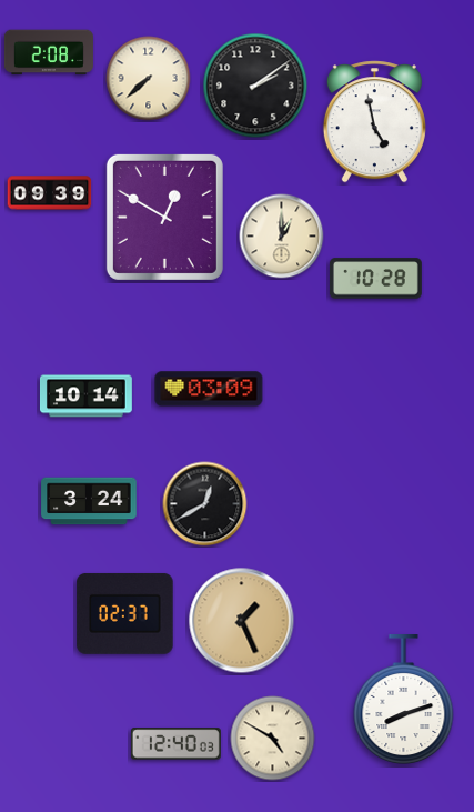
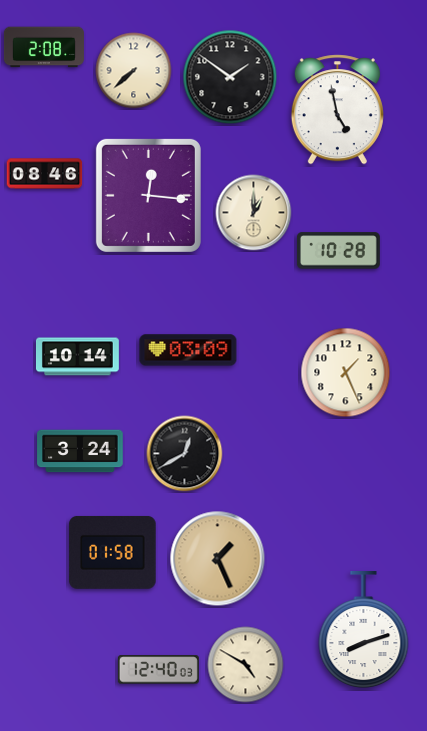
clock at (255, 86): 2:09 -> 1:51
clock at (50, 193): 09:39 -> 08:46
clock at (164, 217): 12:50 -> 12:16
clock at (346, 373): none -> 1:26
clock at (125, 614): 02:37 -> 01:58
